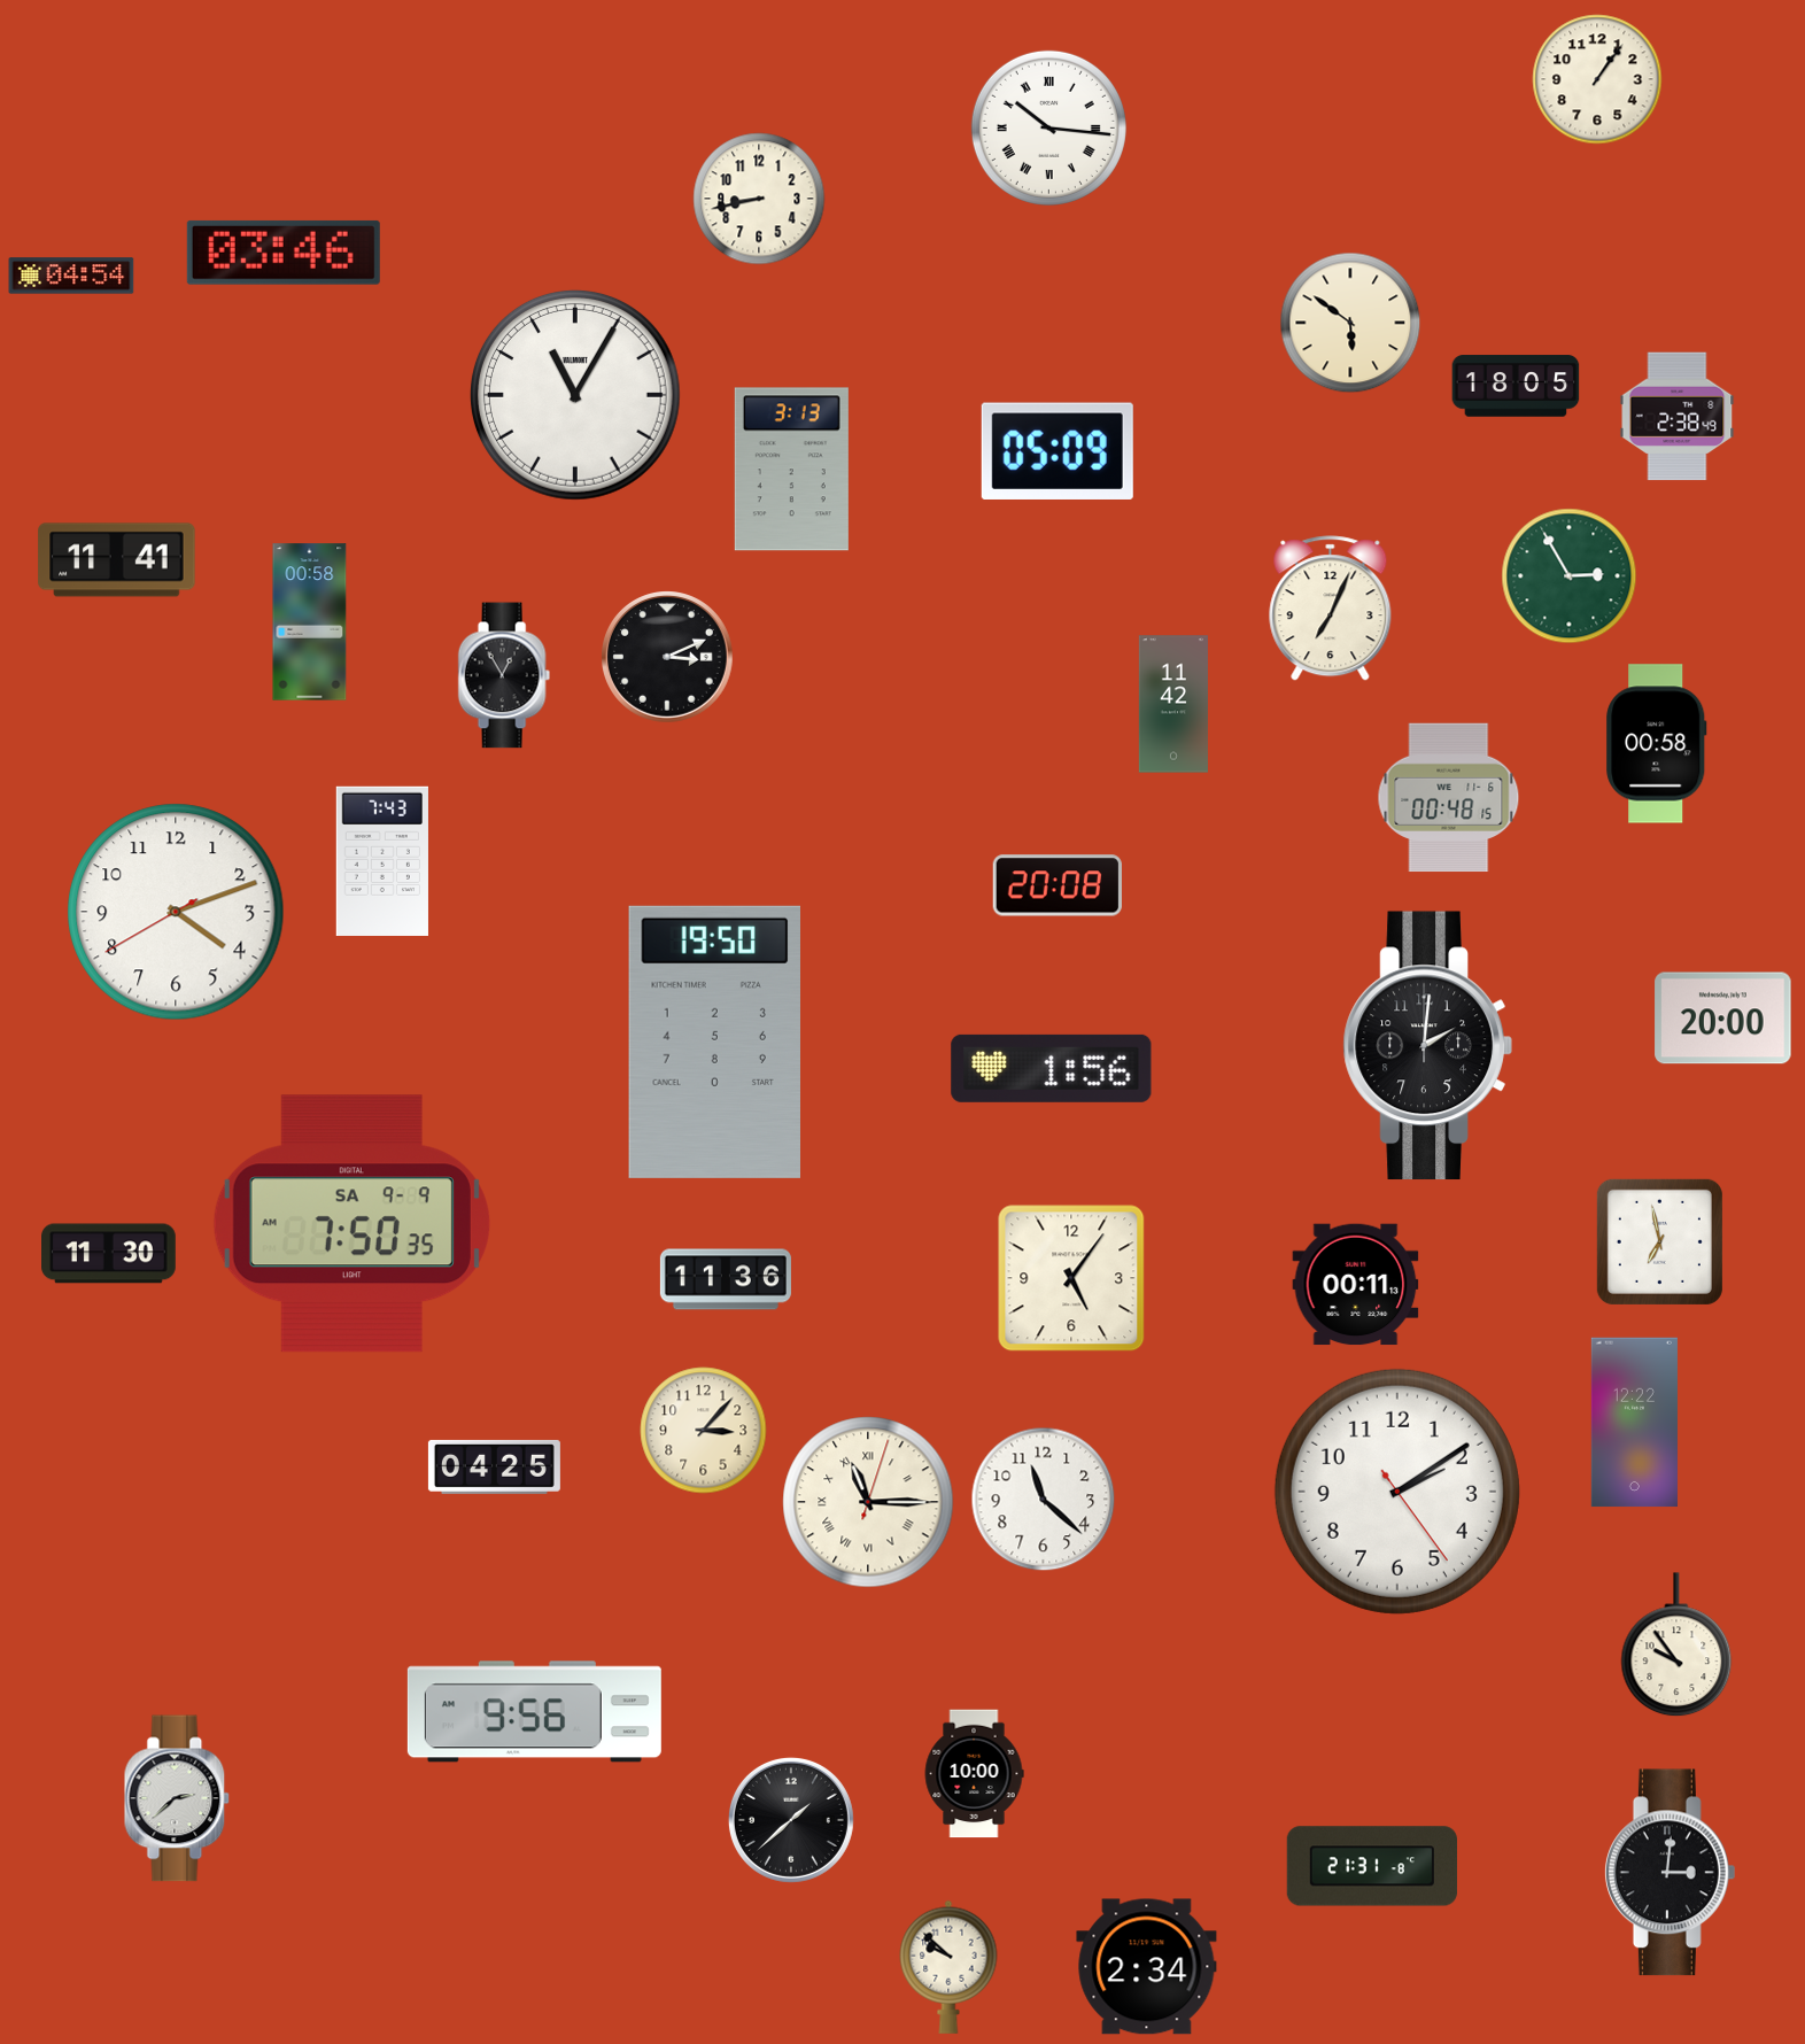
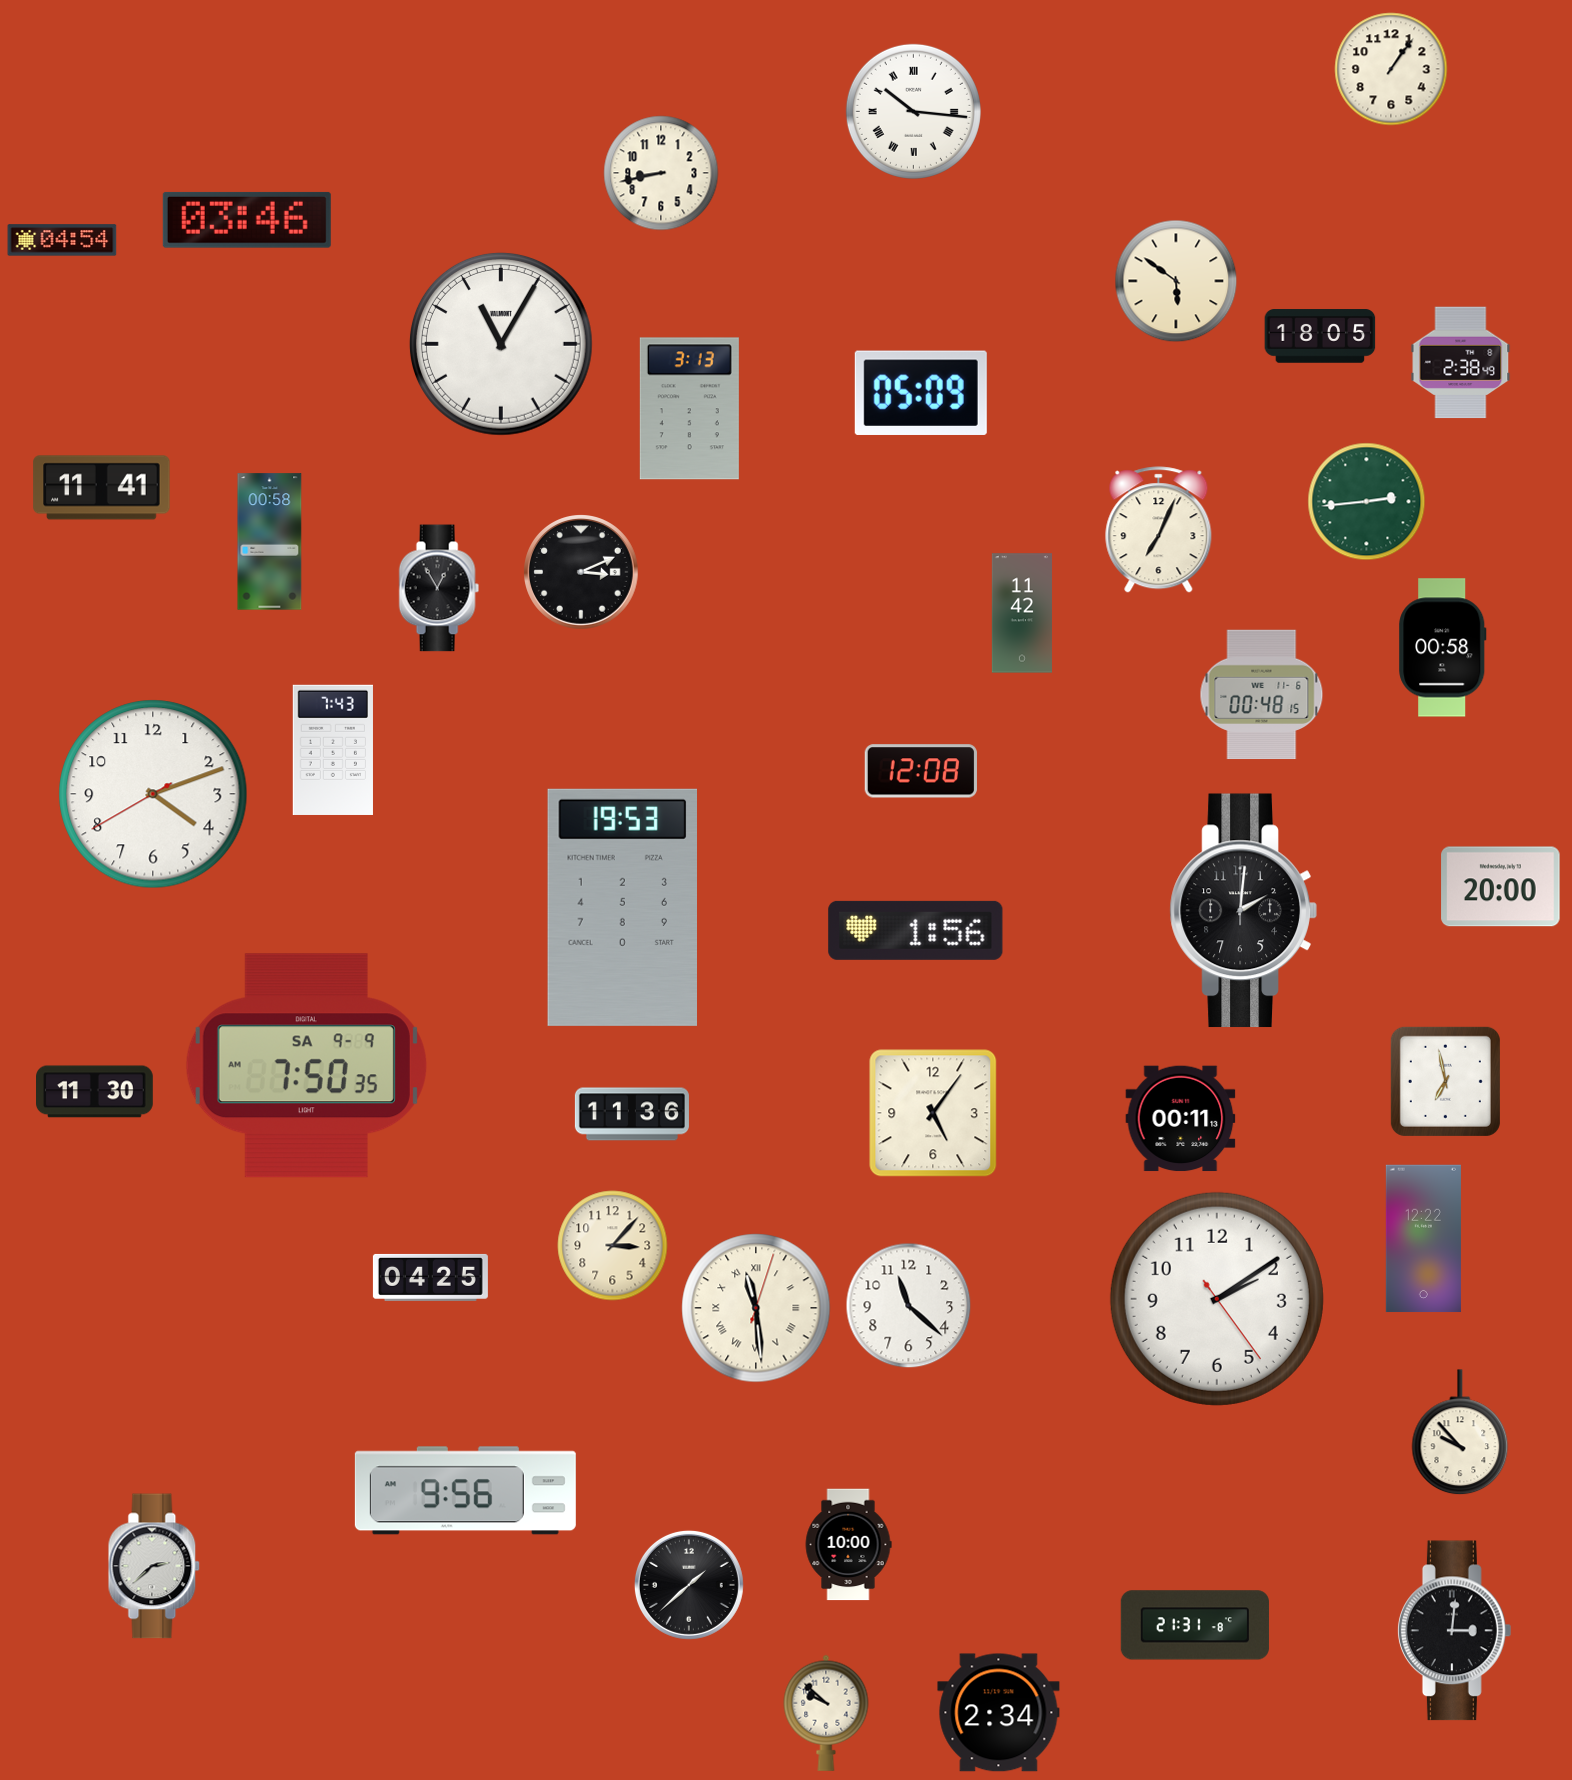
clock at (1570, 576): 2:55 -> 2:44
clock at (1058, 885): 20:08 -> 12:08
clock at (714, 1042): 19:50 -> 19:53
clock at (868, 1502): 11:15 -> 11:29
clock at (1676, 1646): 9:54 -> 9:53
